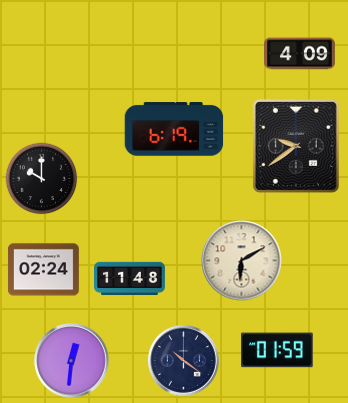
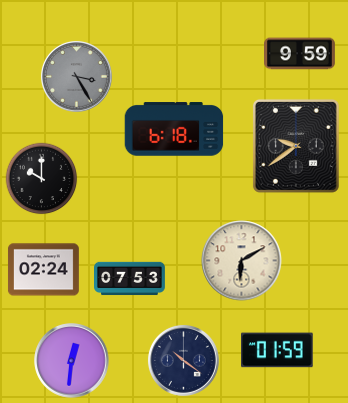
clock at (300, 54): 4:09 -> 9:59
clock at (76, 76): none -> 3:25
clock at (174, 129): 6:19 -> 6:18
clock at (130, 279): 11:48 -> 07:53
